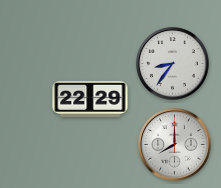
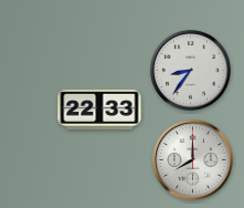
clock at (90, 99): 22:29 -> 22:33
